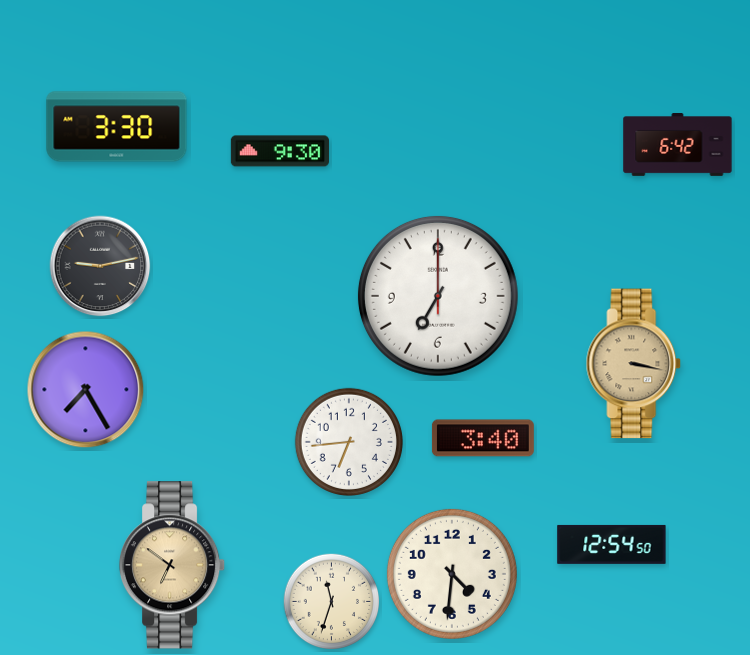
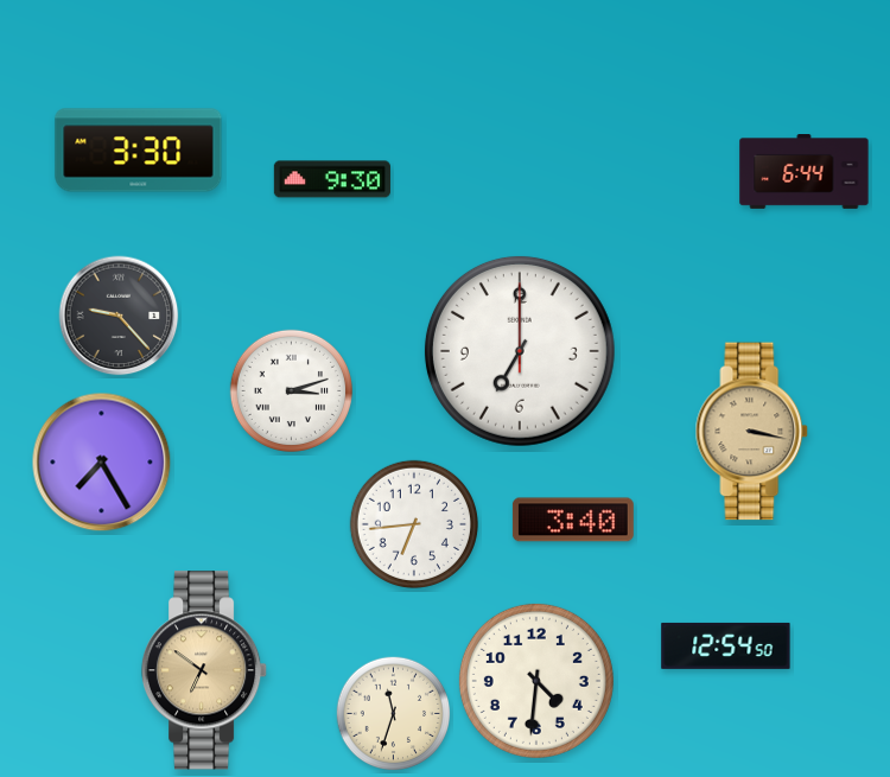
clock at (678, 145): 6:42 -> 6:44
clock at (100, 266): 9:13 -> 9:23
clock at (291, 390): none -> 3:12
